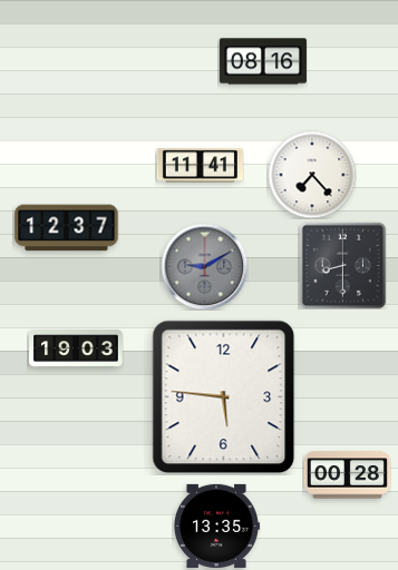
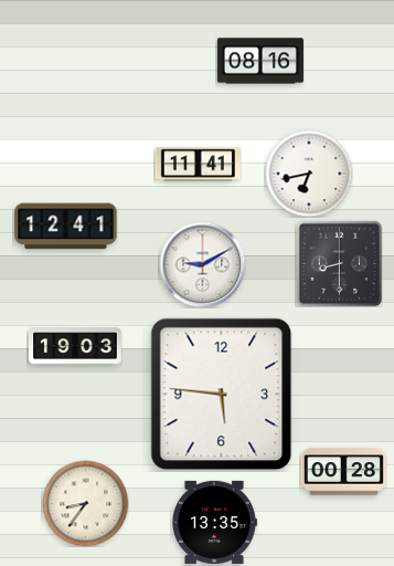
clock at (312, 175): 7:23 -> 6:43
clock at (67, 228): 12:37 -> 12:41
clock at (204, 266) dial: grey -> white
clock at (85, 503): none -> 8:36
